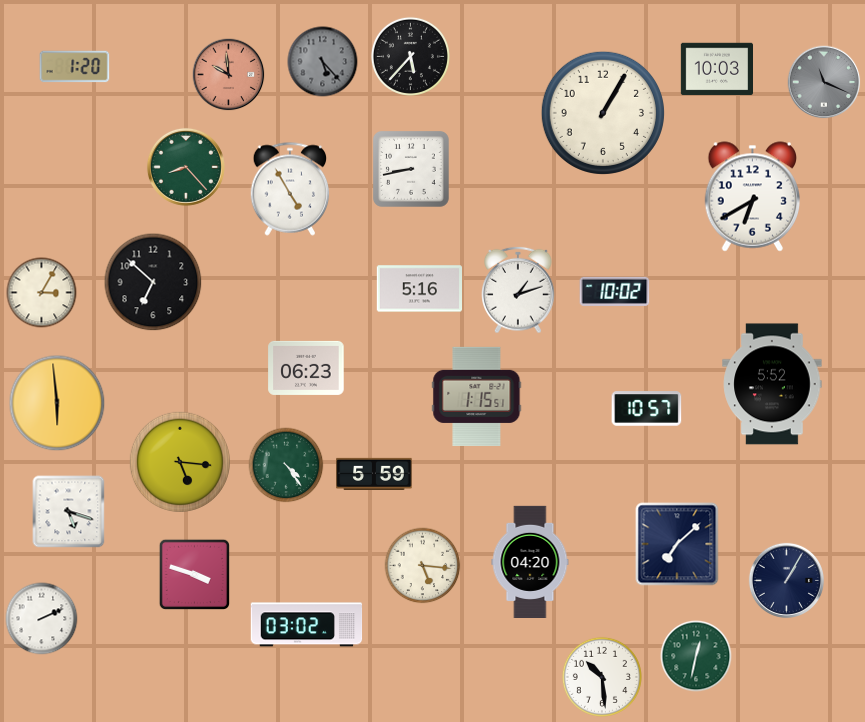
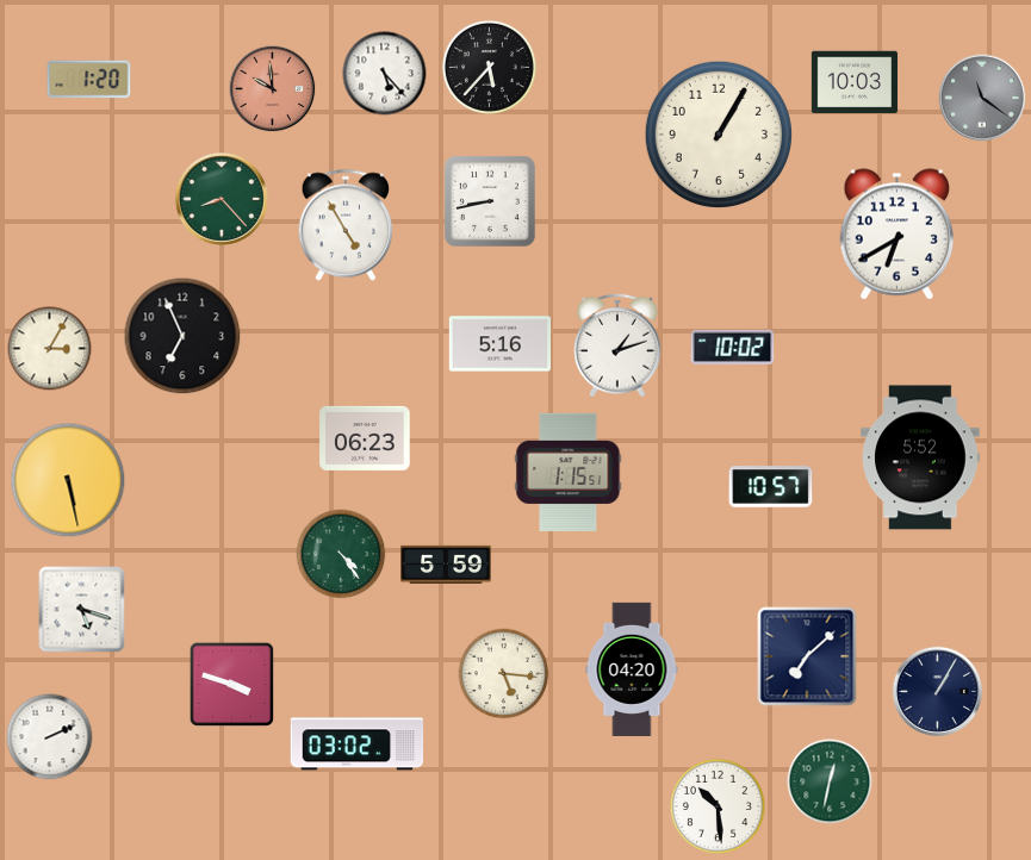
clock at (323, 62) dial: grey -> white
clock at (824, 82): 11:19 -> 11:21
clock at (153, 282): 6:52 -> 6:56
clock at (57, 403): 5:59 -> 5:28
clock at (179, 461): 5:16 -> none
clock at (677, 544) position: (677, 544) -> (807, 656)
clock at (307, 625) position: (307, 625) -> (358, 744)
